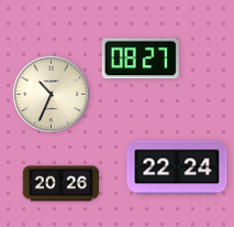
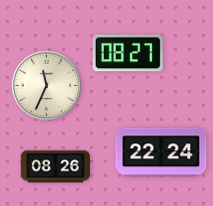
clock at (51, 94): 10:34 -> 11:34
clock at (60, 184): 20:26 -> 08:26
